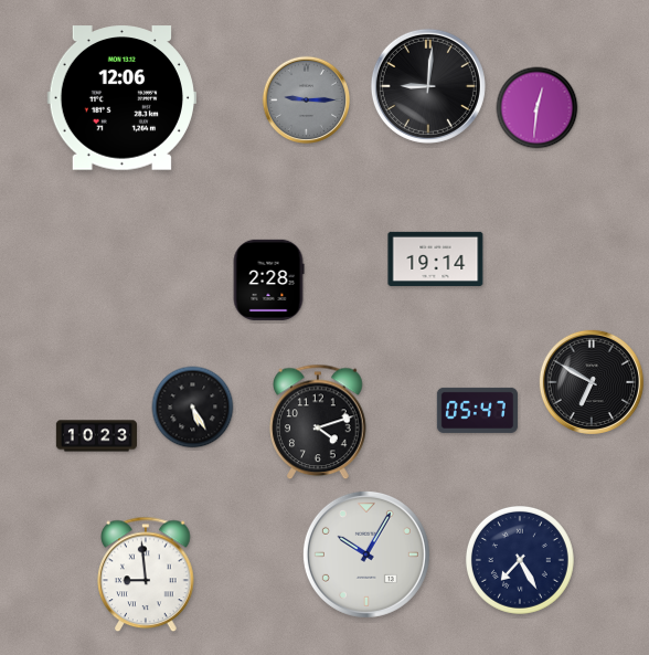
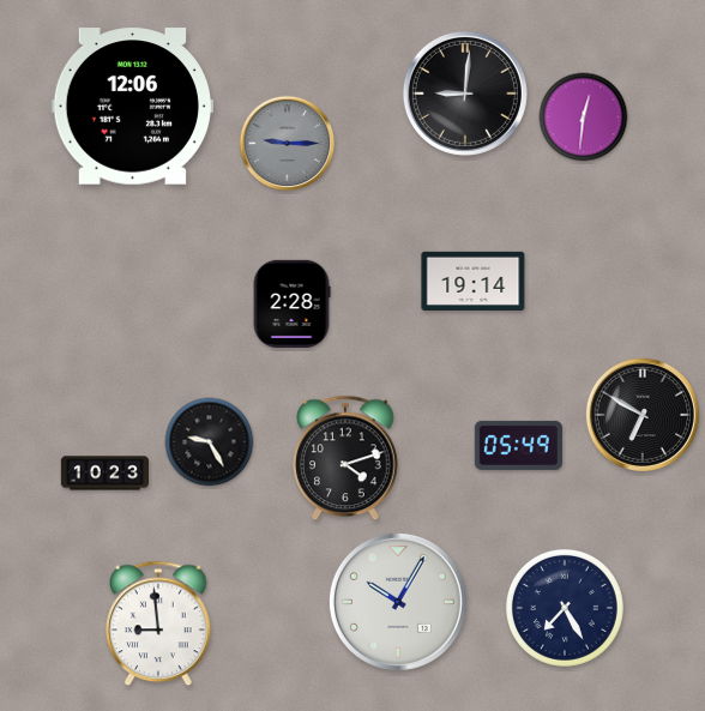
clock at (307, 101) position: (307, 101) -> (288, 144)
clock at (193, 408): 5:25 -> 9:25
clock at (477, 410): 05:47 -> 05:49
